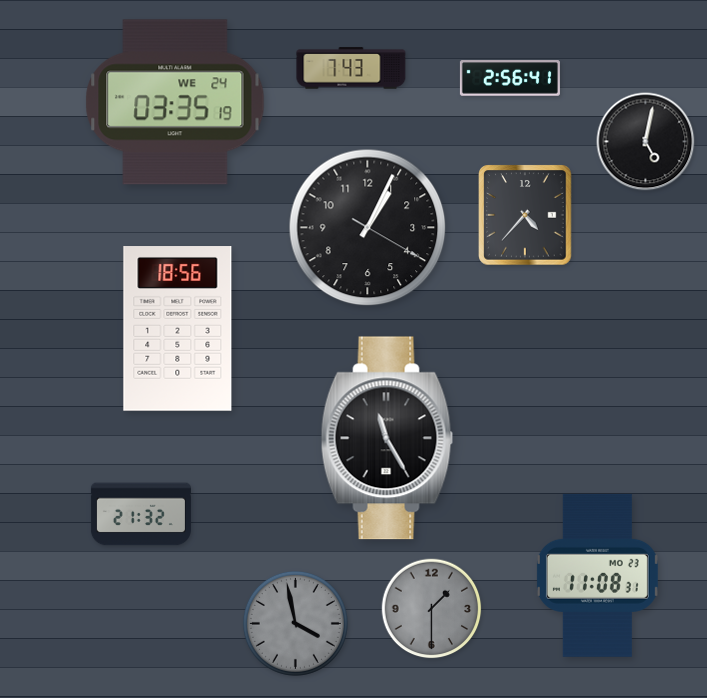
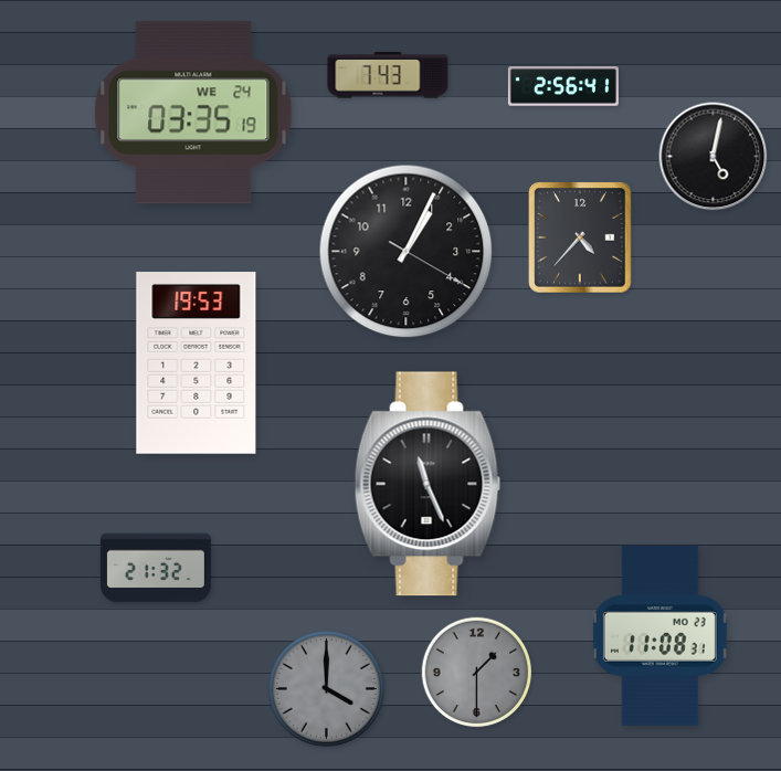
clock at (178, 329): 18:56 -> 19:53
clock at (387, 438): 11:25 -> 11:26
clock at (295, 623): 3:58 -> 4:00
